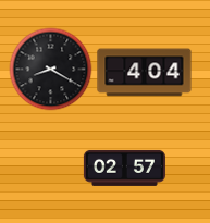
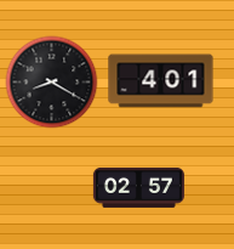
clock at (51, 70) position: (51, 70) -> (52, 83)
clock at (145, 73): 4:04 -> 4:01
